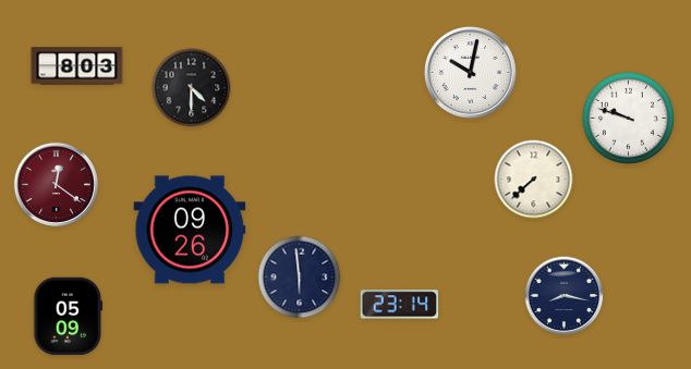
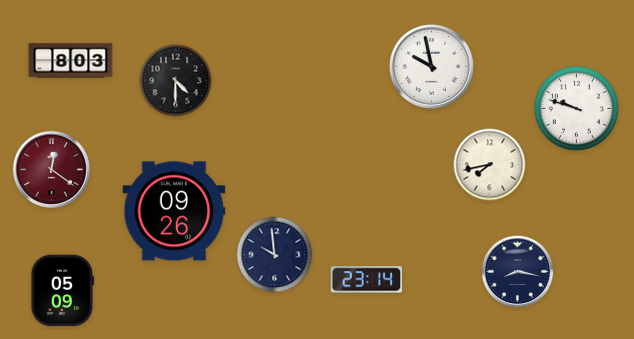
clock at (470, 72): 10:02 -> 9:58
clock at (534, 180): 7:38 -> 7:43
clock at (300, 278): 5:59 -> 9:59
